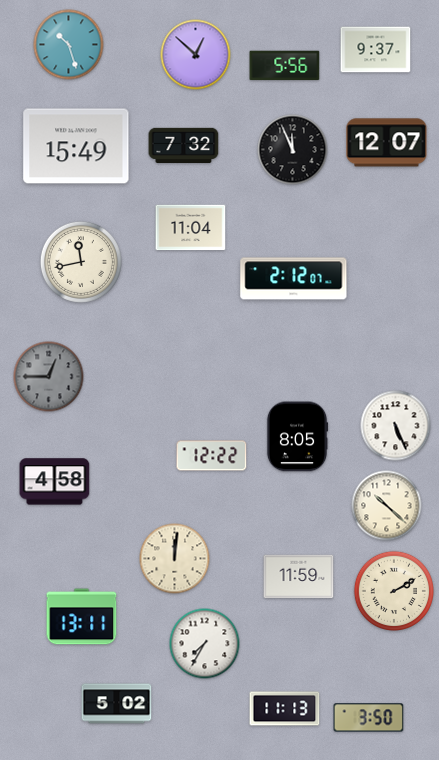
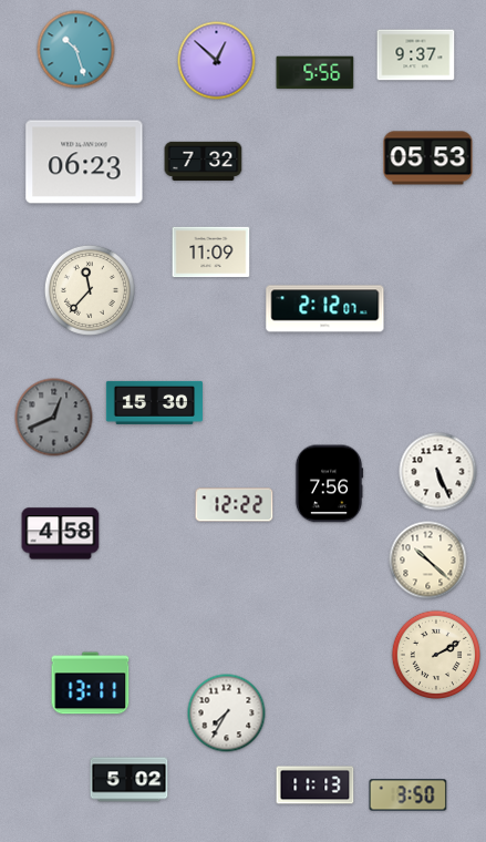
clock at (387, 143): 12:07 -> 05:53
clock at (76, 146): 15:49 -> 06:23
clock at (293, 150): 11:56 -> none
clock at (191, 228): 11:04 -> 11:09
clock at (81, 262): 11:43 -> 11:37
clock at (154, 402): none -> 15:30
clock at (49, 377): 12:45 -> 12:41
clock at (297, 437): 8:05 -> 7:56
clock at (175, 559): 12:01 -> none
clock at (299, 577): 11:59 -> none
